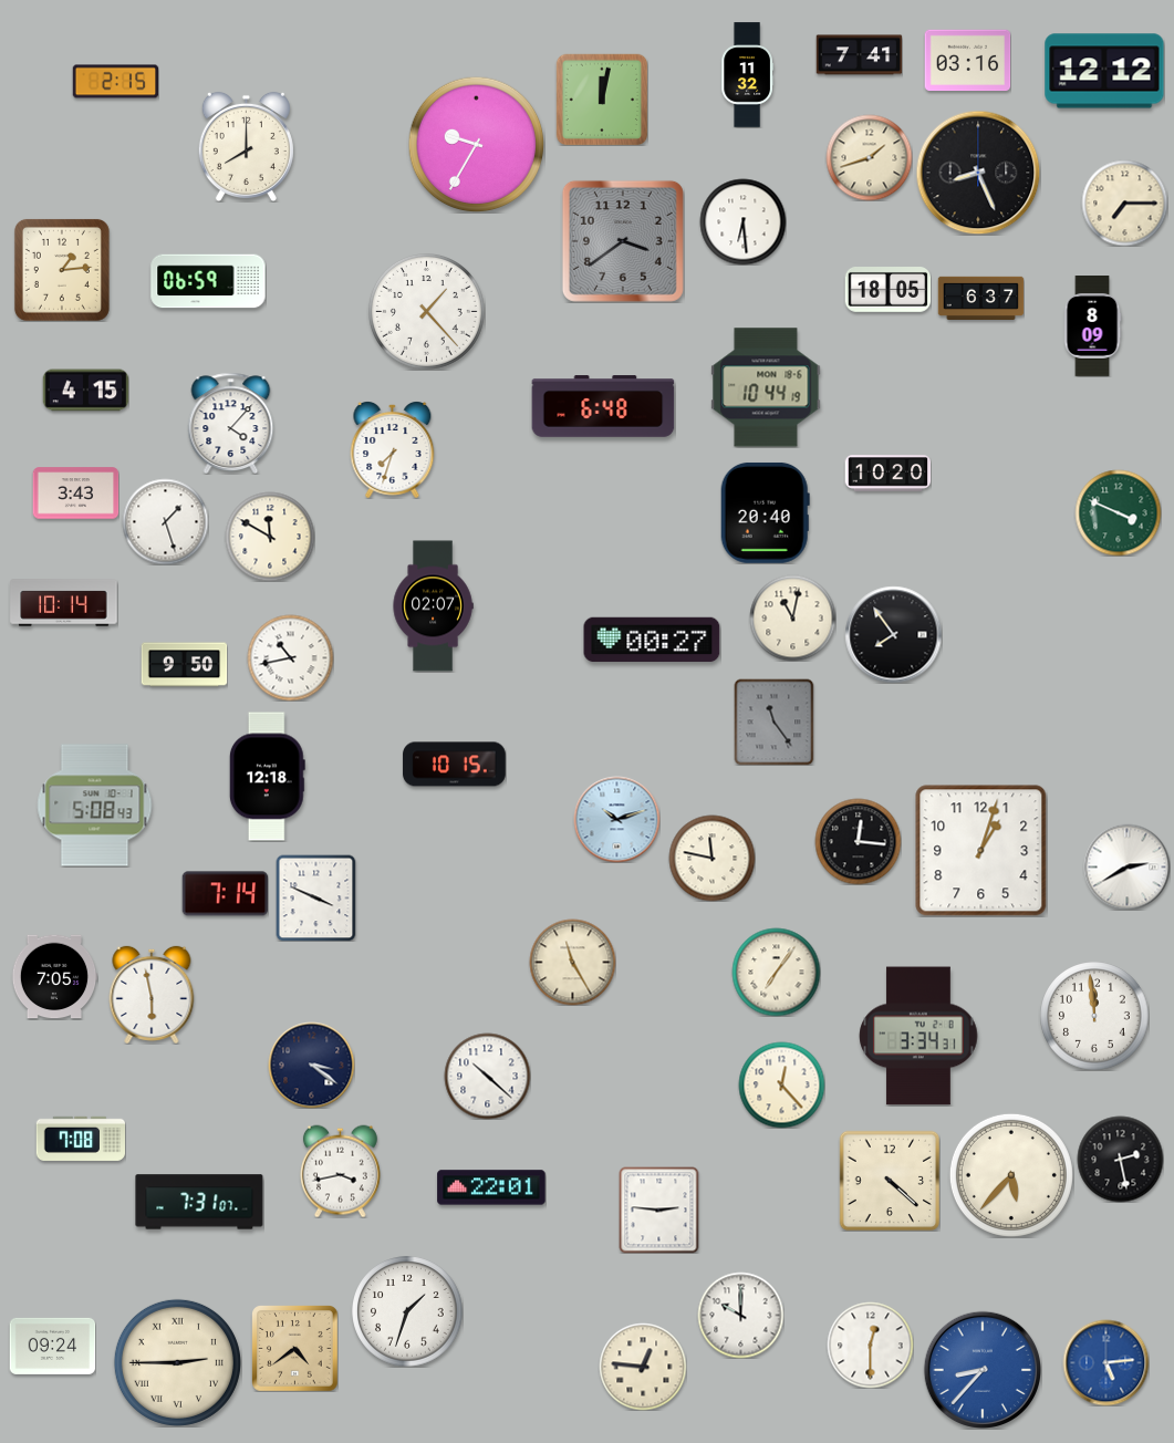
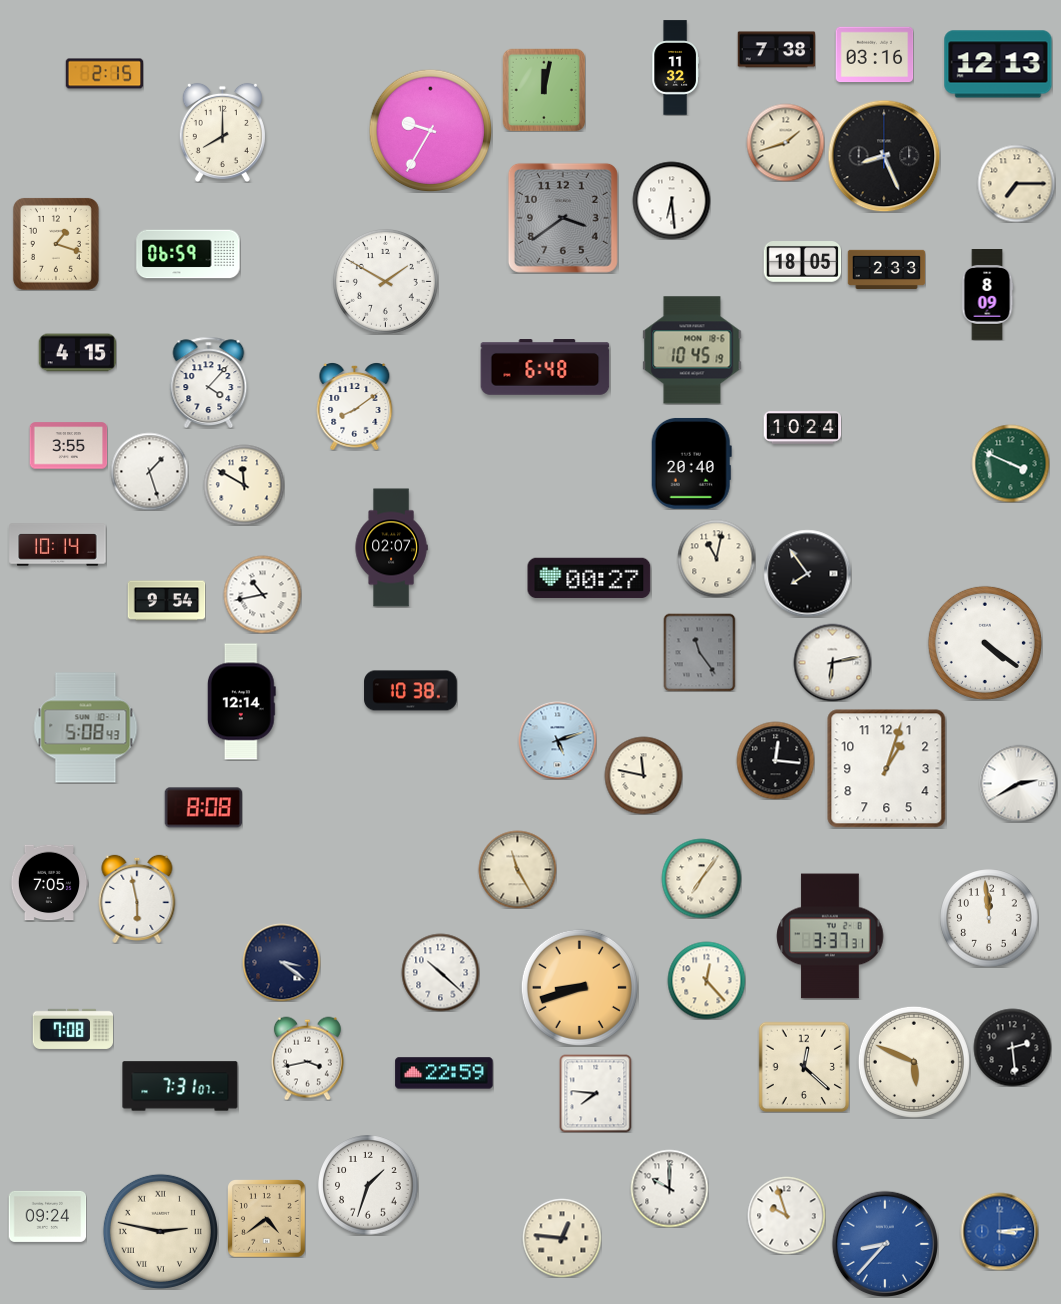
clock at (859, 55): 7:41 -> 7:38
clock at (1104, 71): 12:12 -> 12:13
clock at (62, 270): 1:14 -> 1:18
clock at (980, 298): 6:37 -> 2:33
clock at (426, 311): 1:23 -> 1:50
clock at (766, 387): 10:44 -> 10:45
clock at (393, 450): 7:33 -> 8:09
clock at (887, 474): 10:20 -> 10:24
clock at (75, 494): 3:43 -> 3:55
clock at (184, 665): 9:50 -> 9:54
clock at (985, 643): none -> 4:21
clock at (832, 662): none -> 6:13
clock at (455, 765): 10:15 -> 10:38
clock at (267, 777): 12:18 -> 12:14
clock at (616, 819): 10:12 -> 5:12
clock at (225, 894): 7:14 -> 8:08
clock at (316, 897): 3:49 -> none
clock at (918, 1036): 3:34 -> 3:37
clock at (579, 987): none -> 8:42
clock at (1120, 1159): 2:28 -> 2:29
clock at (1011, 1175): 5:37 -> 5:49
clock at (890, 1181): 4:22 -> 12:22
clock at (491, 1187): 22:01 -> 22:59
clock at (659, 1210): 2:46 -> 7:46
clock at (870, 1345): 12:30 -> 9:57
clock at (177, 1362): 2:45 -> 2:47
clock at (1105, 1362): 5:14 -> 3:14
clock at (643, 1367) position: (643, 1367) -> (562, 1238)
clock at (981, 1369) position: (981, 1369) -> (884, 1243)
